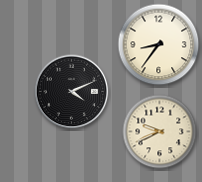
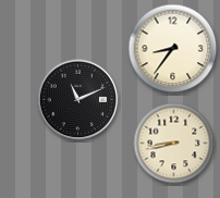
clock at (72, 92): 4:11 -> 11:11
clock at (160, 132): 9:41 -> 8:43
